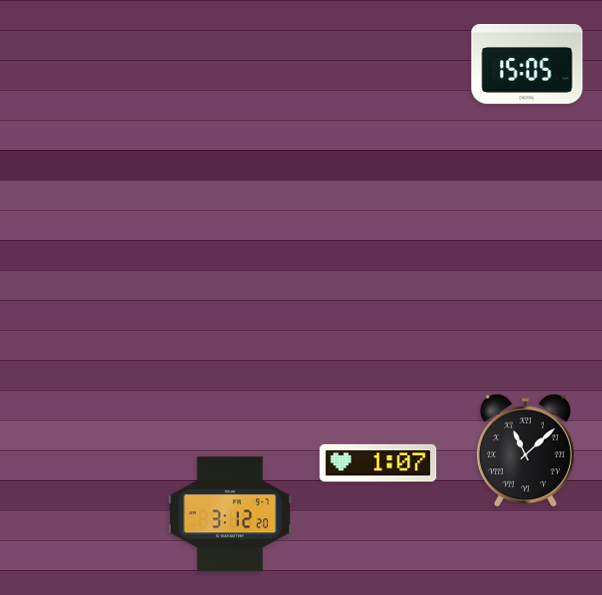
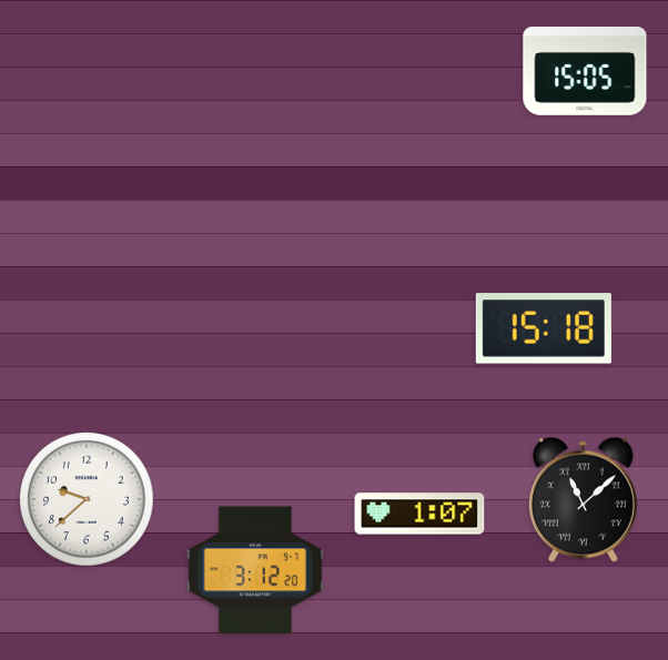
clock at (544, 328): none -> 15:18
clock at (88, 500): none -> 9:38
